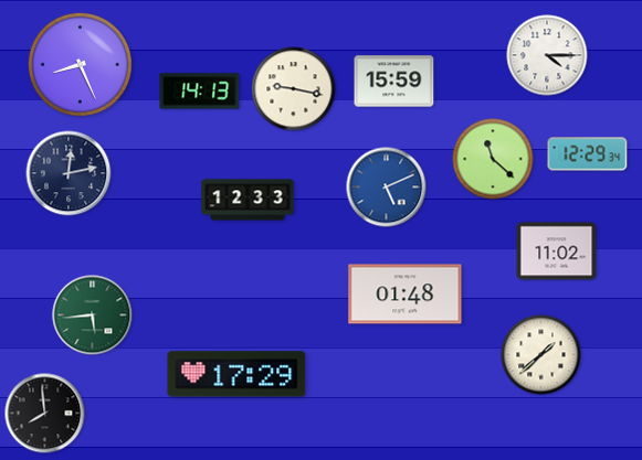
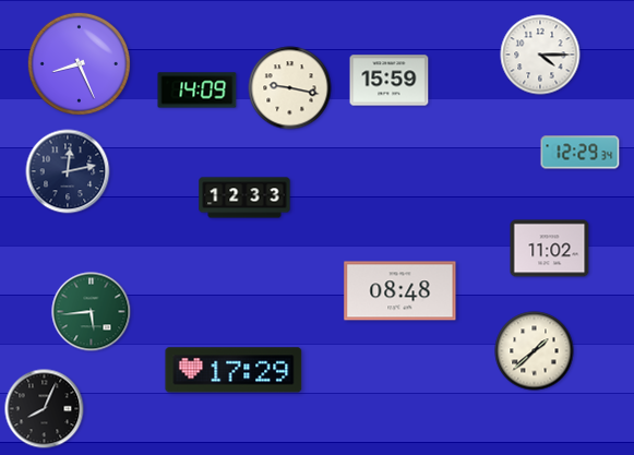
clock at (200, 92): 14:13 -> 14:09
clock at (493, 159): 11:22 -> none
clock at (387, 188): 5:11 -> none
clock at (406, 295): 01:48 -> 08:48
clock at (45, 414): 7:59 -> 8:04
